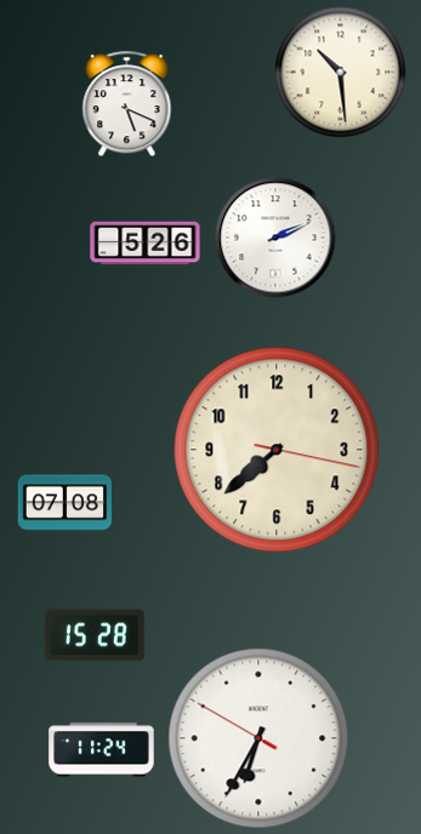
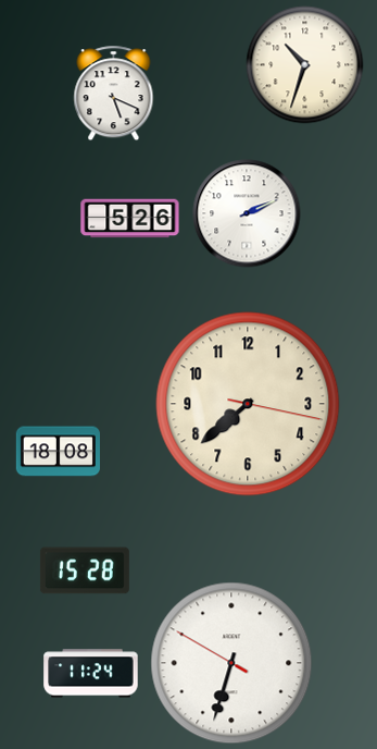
clock at (341, 73): 10:29 -> 10:33
clock at (64, 503): 07:08 -> 18:08
clock at (258, 738): 6:34 -> 6:32
